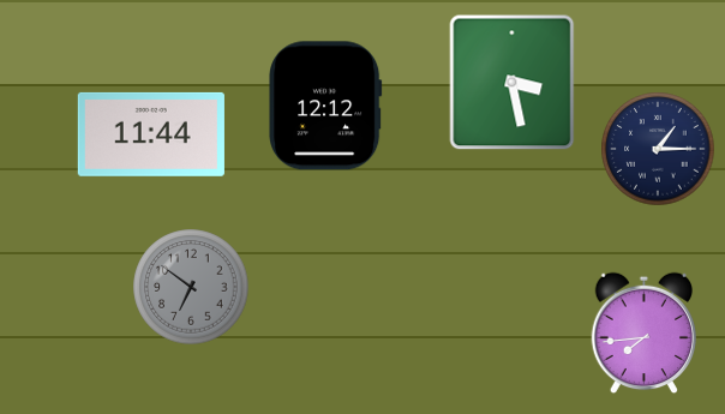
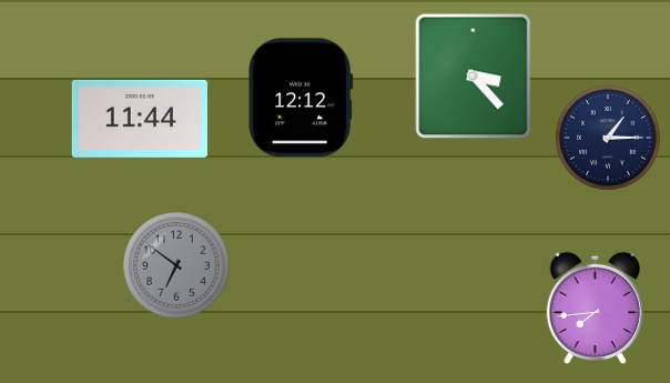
clock at (513, 83): 3:28 -> 3:23
clock at (151, 134) position: (151, 134) -> (140, 119)
